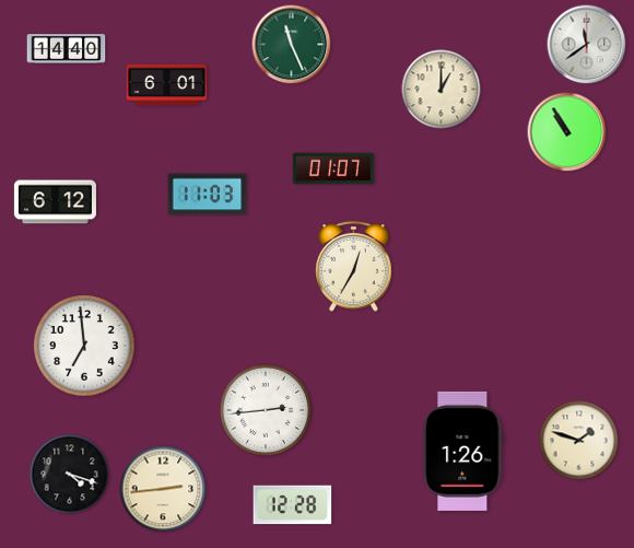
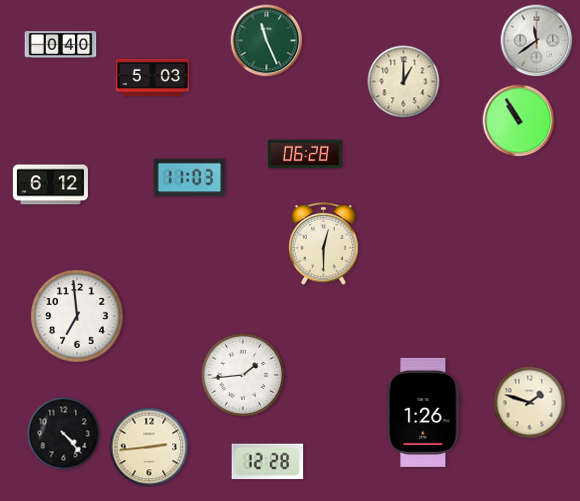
clock at (67, 49): 14:40 -> 0:40
clock at (167, 84): 6:01 -> 5:03
clock at (332, 168): 01:07 -> 06:28
clock at (354, 267): 12:35 -> 12:30
clock at (266, 410): 2:44 -> 1:44
clock at (70, 475): 4:18 -> 4:23
